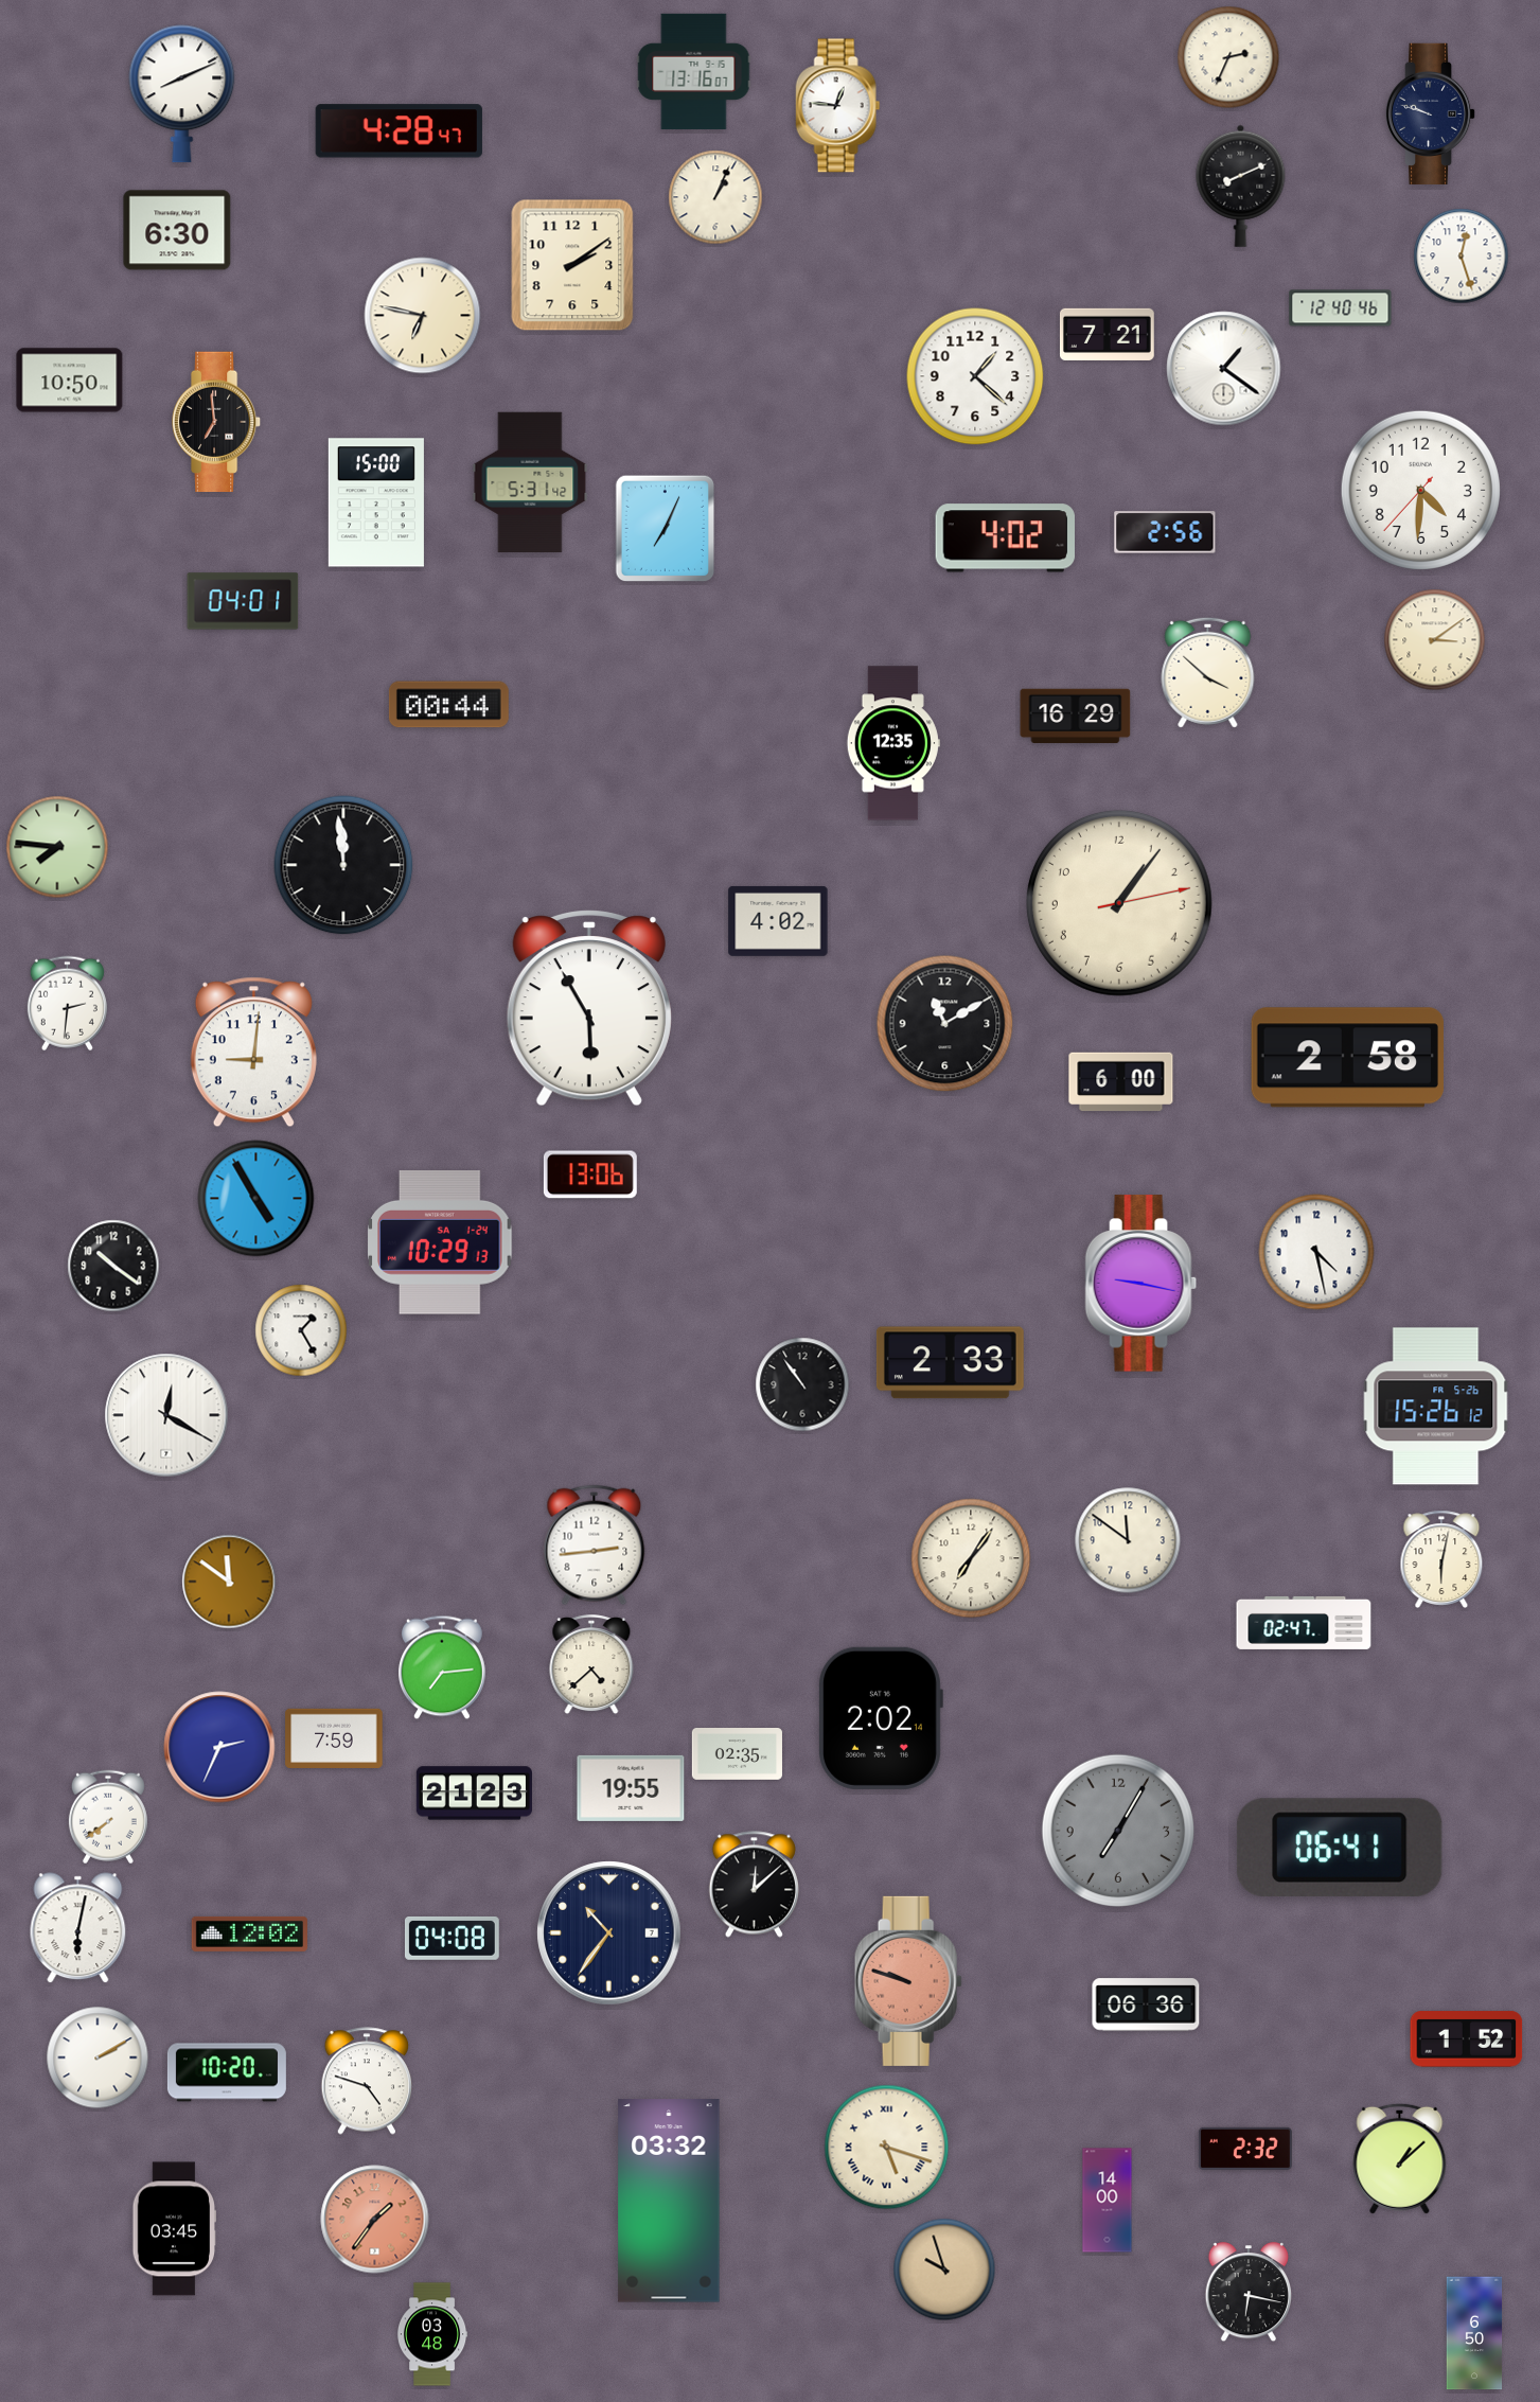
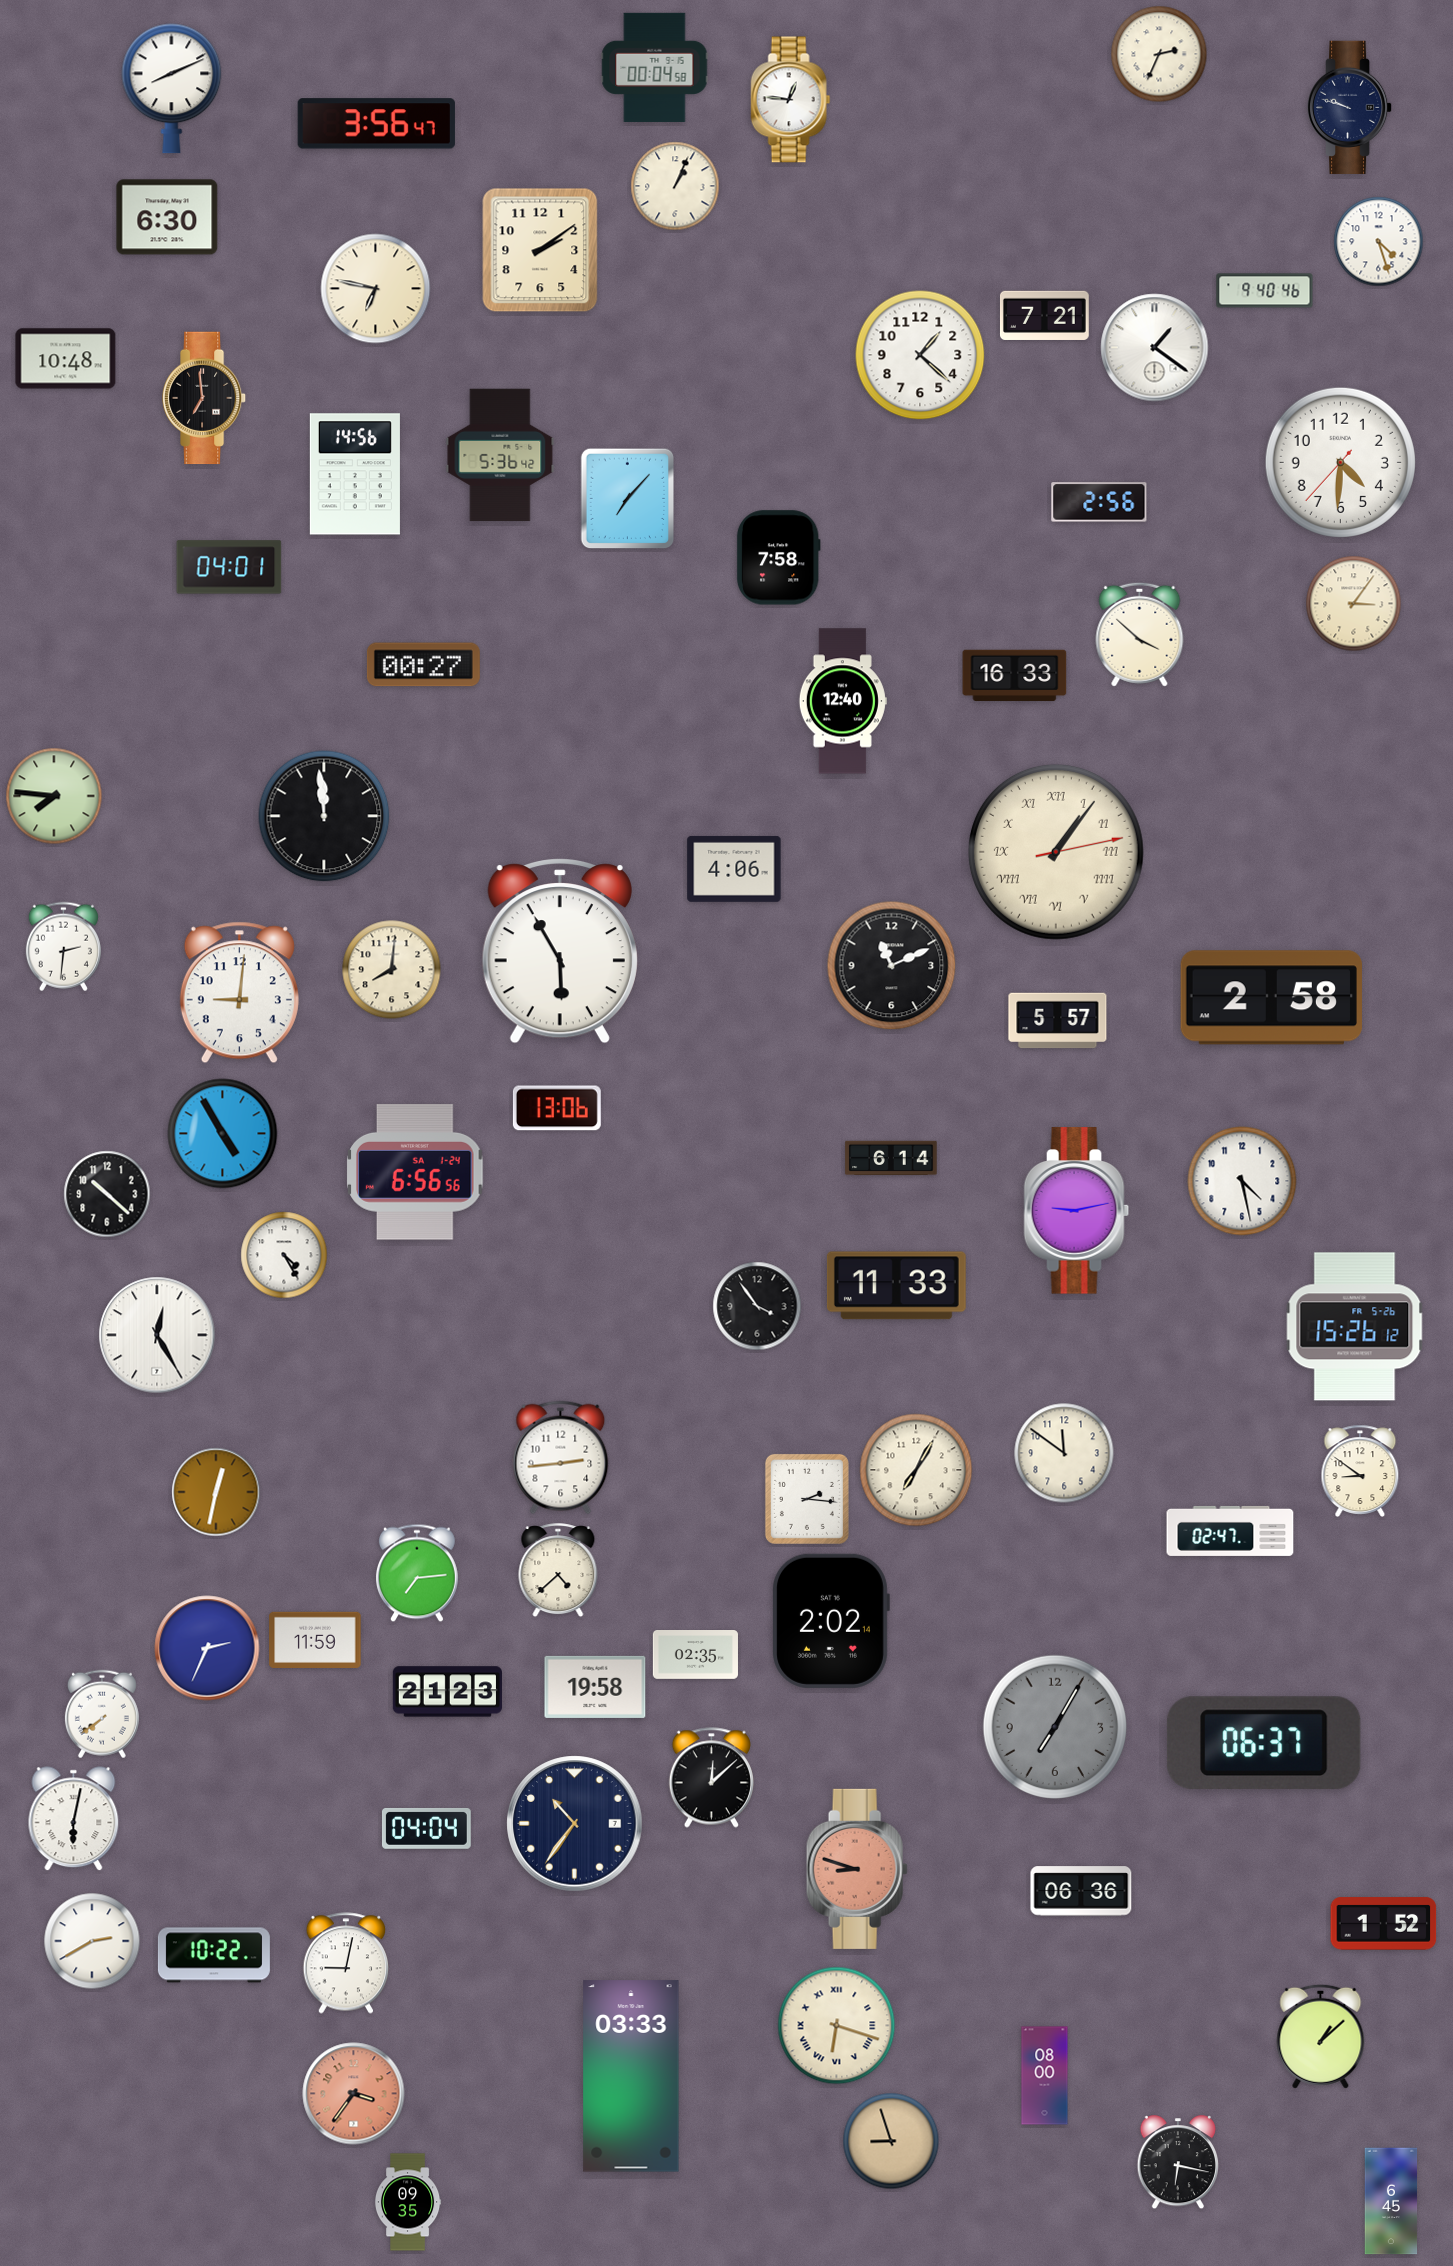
clock at (694, 71): 13:16 -> 00:04
clock at (399, 131): 4:28 -> 3:56
clock at (1241, 186): 8:11 -> none
clock at (1462, 257): 12:27 -> 4:27
clock at (1341, 308): 12:40 -> 9:40
clock at (423, 316) position: (423, 316) -> (376, 289)
clock at (70, 381): 10:50 -> 10:48
clock at (530, 482): 5:31 -> 5:36
clock at (376, 502): 15:00 -> 14:56
clock at (666, 529): 7:04 -> 7:07
clock at (1006, 538): 4:02 -> none
clock at (778, 558): none -> 7:58
clock at (1435, 640): 3:09 -> 3:06
clock at (448, 705): 00:44 -> 00:27
clock at (1076, 716): 16:29 -> 16:33
clock at (893, 743): 12:35 -> 12:40
clock at (57, 847) position: (57, 847) -> (54, 796)
clock at (1119, 903) numerals: Arabic -> Roman
clock at (778, 921): 4:02 -> 4:06
clock at (589, 1009) position: (589, 1009) -> (560, 952)
clock at (945, 1024): 11:10 -> 11:11
clock at (392, 970): none -> 8:01
clock at (1121, 1082): 6:00 -> 5:57
clock at (256, 1199) position: (256, 1199) -> (223, 1134)
clock at (891, 1158): none -> 6:14
clock at (440, 1243): 10:29 -> 6:56
clock at (113, 1266): 10:21 -> 10:22
clock at (1141, 1284): 9:17 -> 9:13
clock at (301, 1330): 1:25 -> 4:25
clock at (950, 1363): 2:33 -> 11:33
clock at (802, 1384): 10:54 -> 3:54
clock at (166, 1415): 12:20 -> 12:25
clock at (971, 1558): 7:06 -> 7:05
clock at (1441, 1559): 6:02 -> 8:51
clock at (229, 1582): 11:51 -> 12:32
clock at (807, 1499): none -> 2:16
clock at (334, 1738): 7:59 -> 11:59
clock at (631, 1788): 19:55 -> 19:58
clock at (1340, 1848): 06:41 -> 06:37
clock at (249, 1933): 12:02 -> none
clock at (452, 1938): 04:08 -> 04:04
clock at (908, 1981): 9:48 -> 8:48
clock at (98, 2057): 2:10 -> 2:40
clock at (227, 2072): 10:20 -> 10:22
clock at (367, 2081): 4:48 -> 9:02
clock at (887, 2148): 5:18 -> 6:18
clock at (1245, 2149): 2:32 -> none
clock at (669, 2201): 03:32 -> 03:33
clock at (1108, 2201): 14:00 -> 08:00
clock at (375, 2220): 1:36 -> 3:36
clock at (175, 2229): 03:45 -> none
clock at (944, 2269): 9:57 -> 8:57
clock at (1474, 2333): 6:50 -> 6:45
clock at (432, 2334): 03:48 -> 09:35
